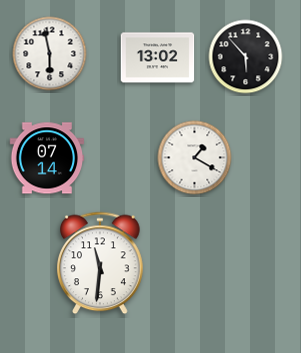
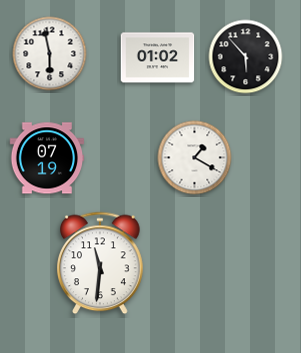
clock at (158, 58): 13:02 -> 01:02
clock at (47, 158): 07:14 -> 07:19
